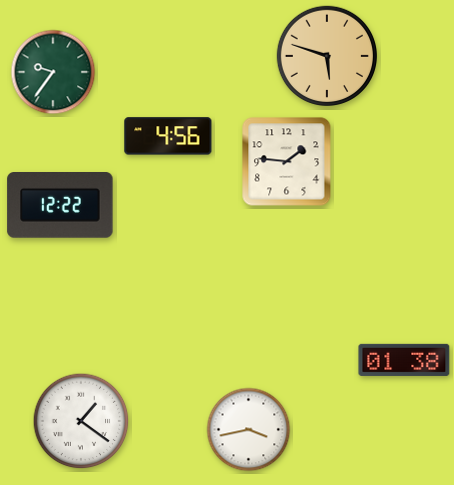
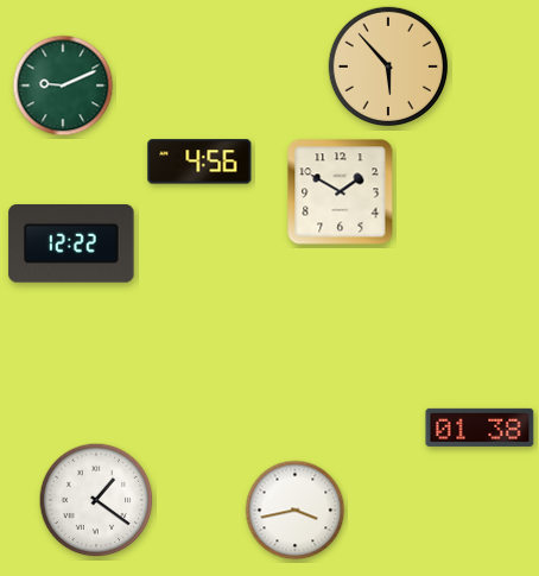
clock at (326, 55): 5:48 -> 5:53
clock at (53, 72): 9:36 -> 9:11
clock at (287, 162): 1:46 -> 1:50
